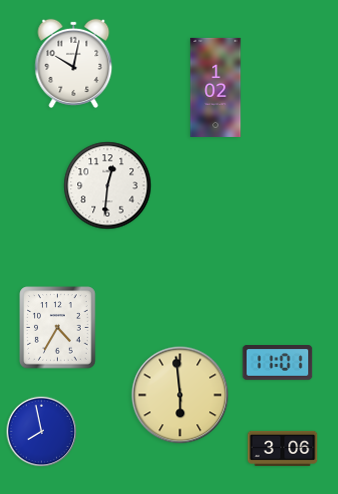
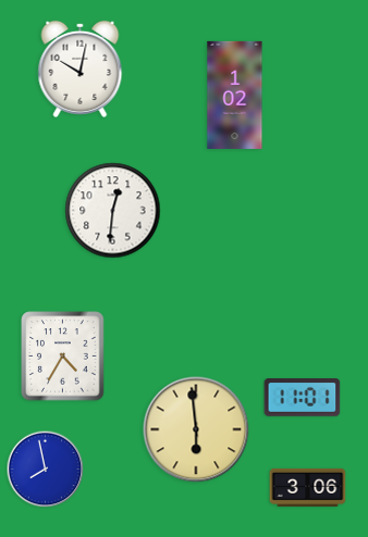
clock at (108, 186) position: (108, 186) -> (113, 211)
clock at (278, 363) position: (278, 363) -> (303, 398)
